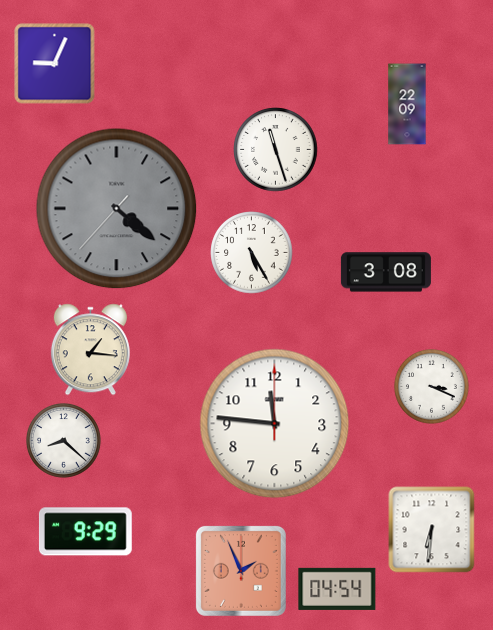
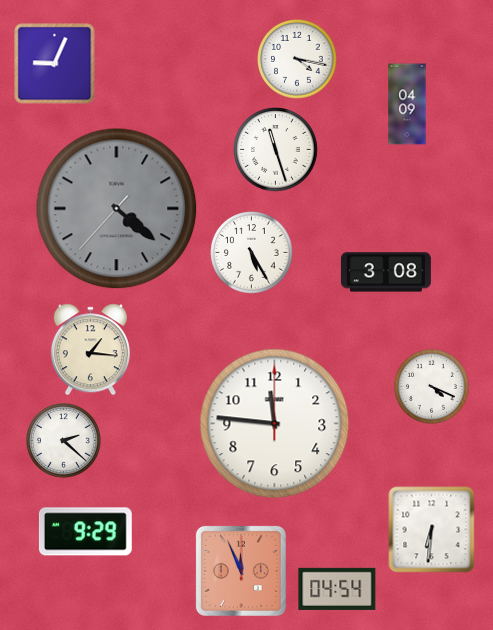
clock at (297, 59): none -> 4:17
clock at (407, 104): 22:09 -> 04:09
clock at (432, 387): 3:19 -> 4:19
clock at (64, 441): 8:22 -> 2:22
clock at (241, 571): 1:56 -> 11:56
